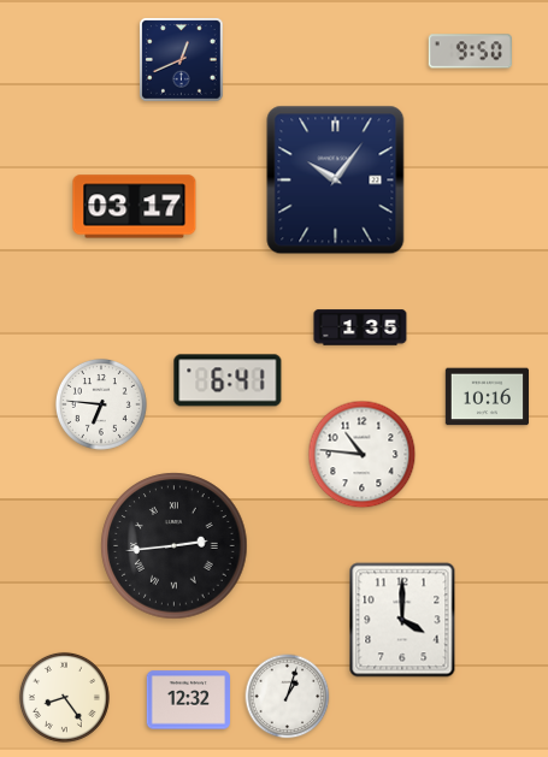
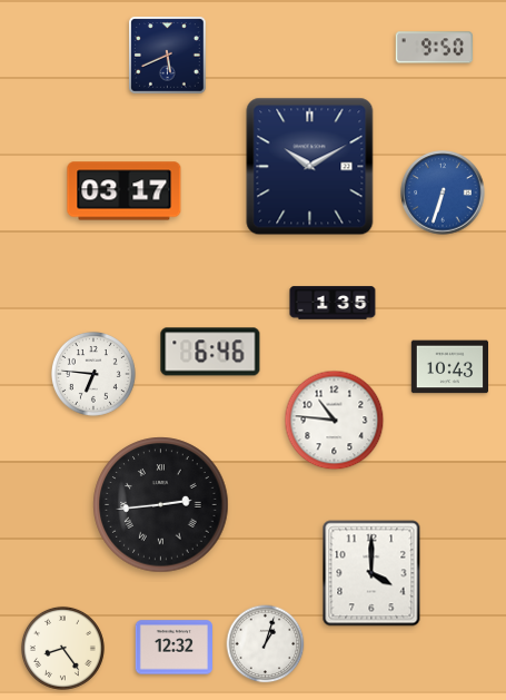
clock at (182, 60): 12:41 -> 5:41
clock at (336, 181): 10:06 -> 10:10
clock at (443, 193): none -> 6:33
clock at (228, 380): 6:41 -> 6:46
clock at (487, 397): 10:16 -> 10:43
clock at (64, 697) position: (64, 697) -> (62, 648)
